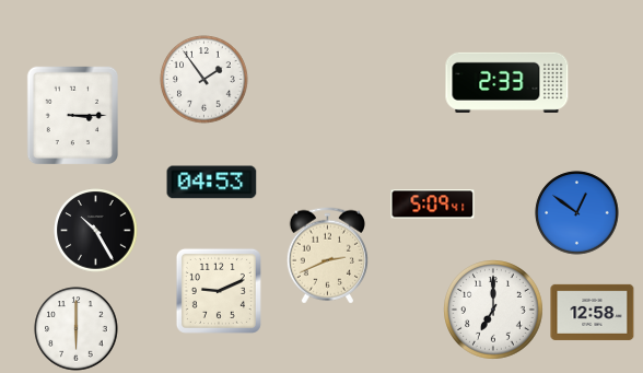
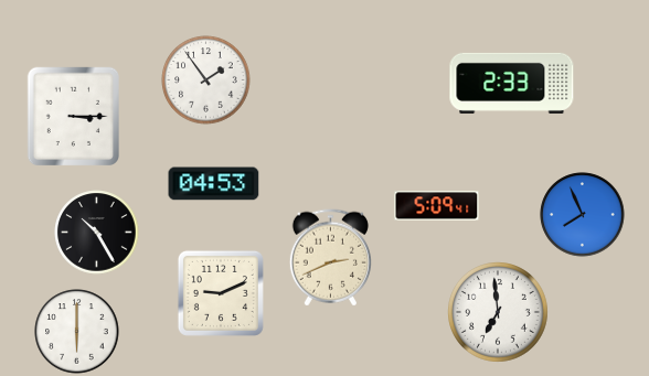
clock at (577, 213): 12:51 -> 7:56
clock at (494, 311): 7:00 -> 6:59
clock at (593, 312): 12:58 -> none
